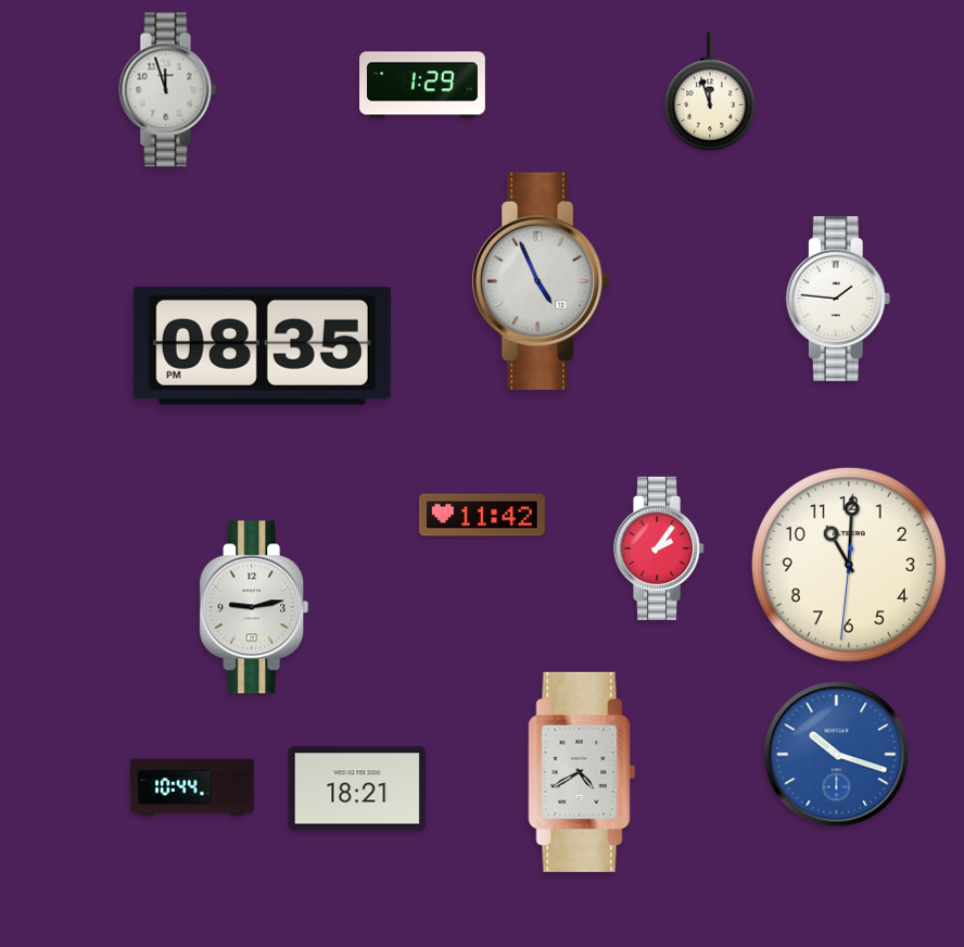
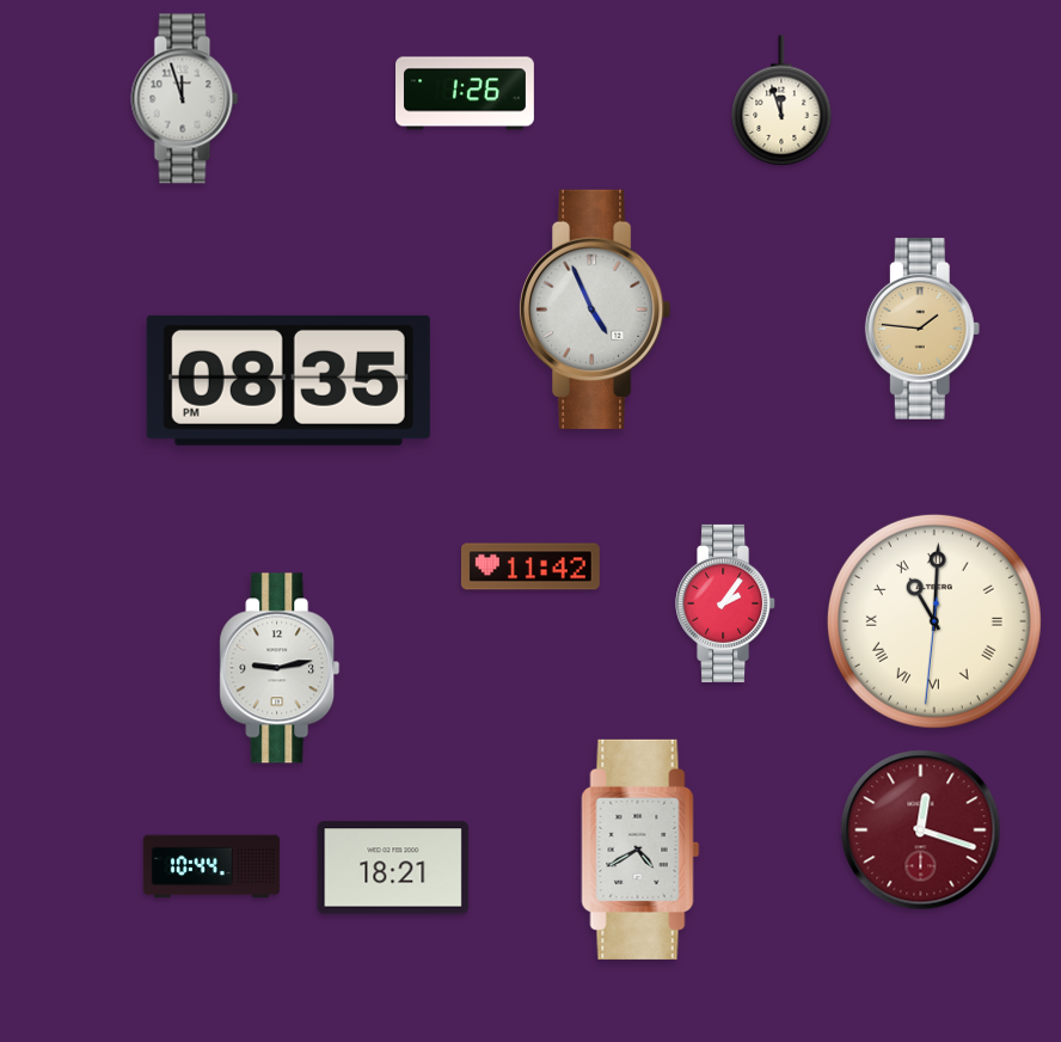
clock at (423, 85): 1:29 -> 1:26
clock at (838, 299) dial: white -> champagne
clock at (849, 565) numerals: Arabic -> Roman
clock at (837, 755): 10:18 -> 12:18
clock at (837, 755) dial: blue -> burgundy
